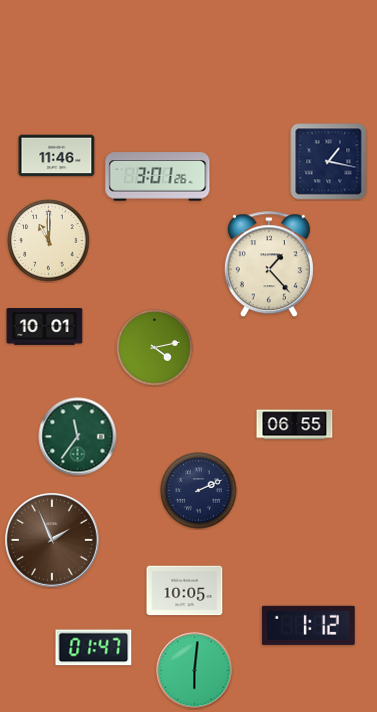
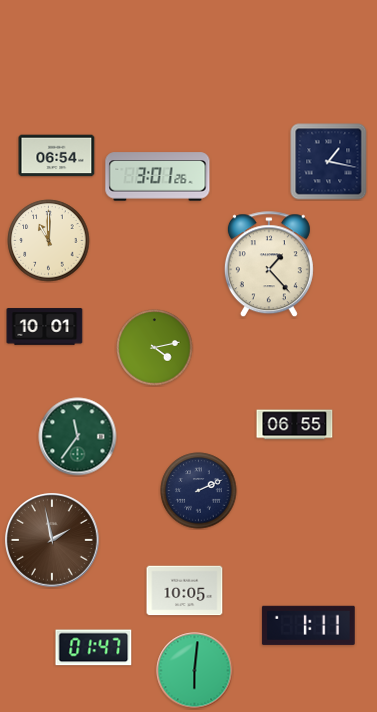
clock at (57, 156): 11:46 -> 06:54
clock at (52, 540): 1:56 -> 1:58
clock at (308, 625): 1:12 -> 1:11
